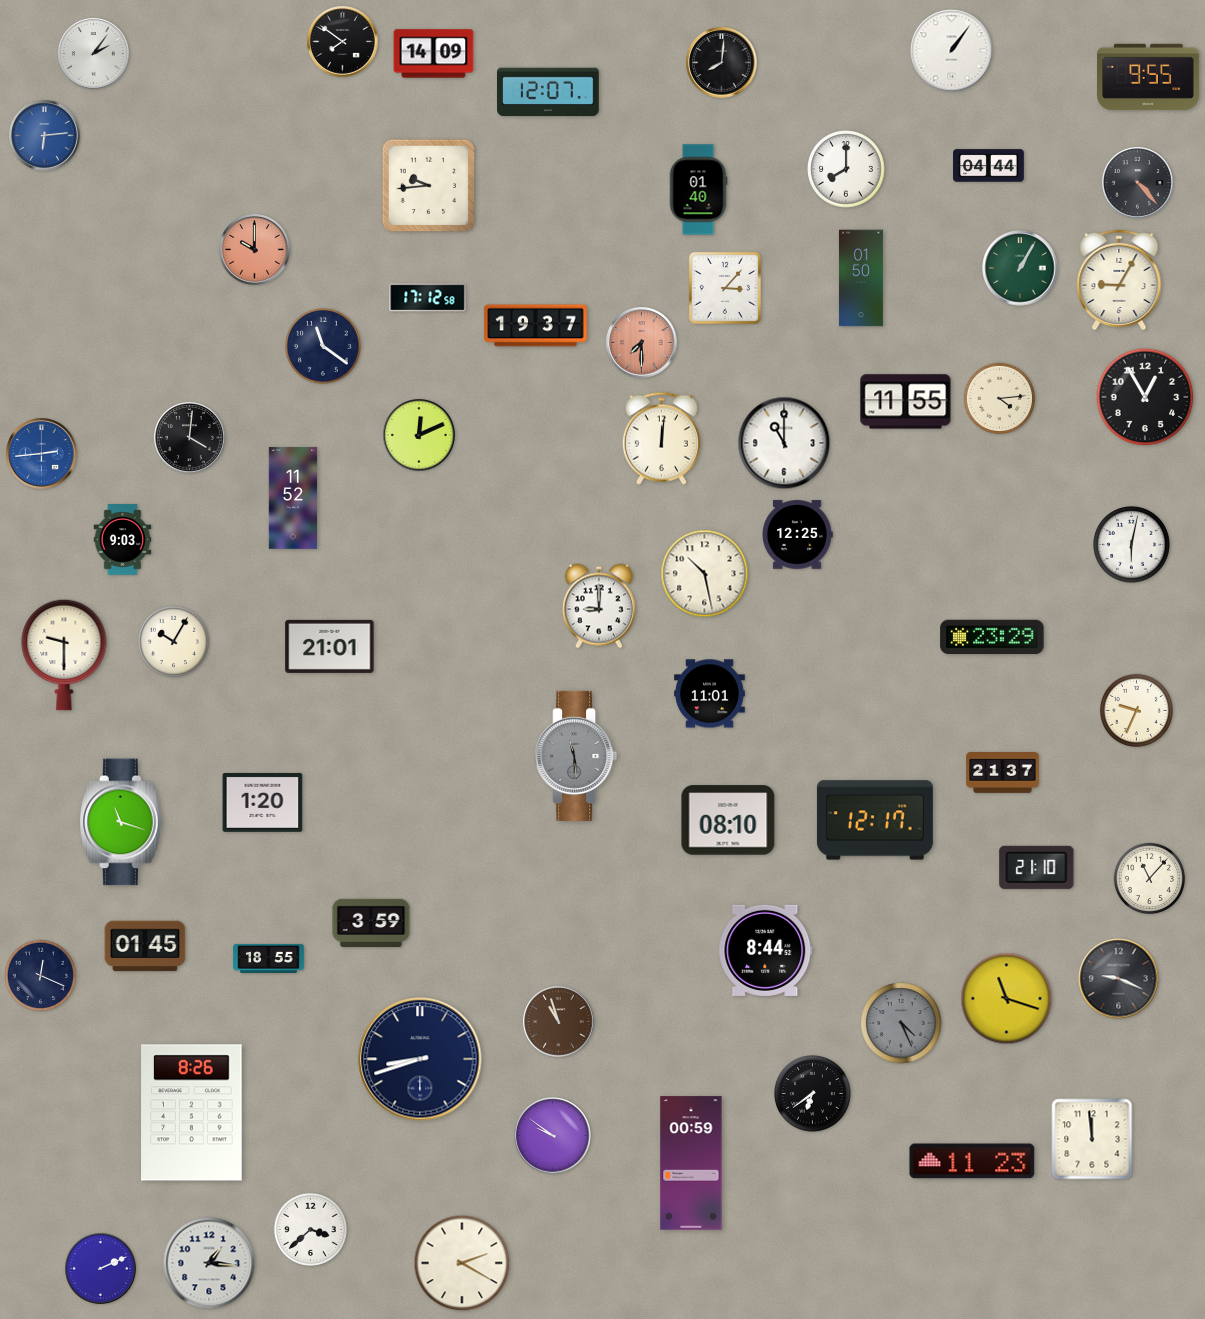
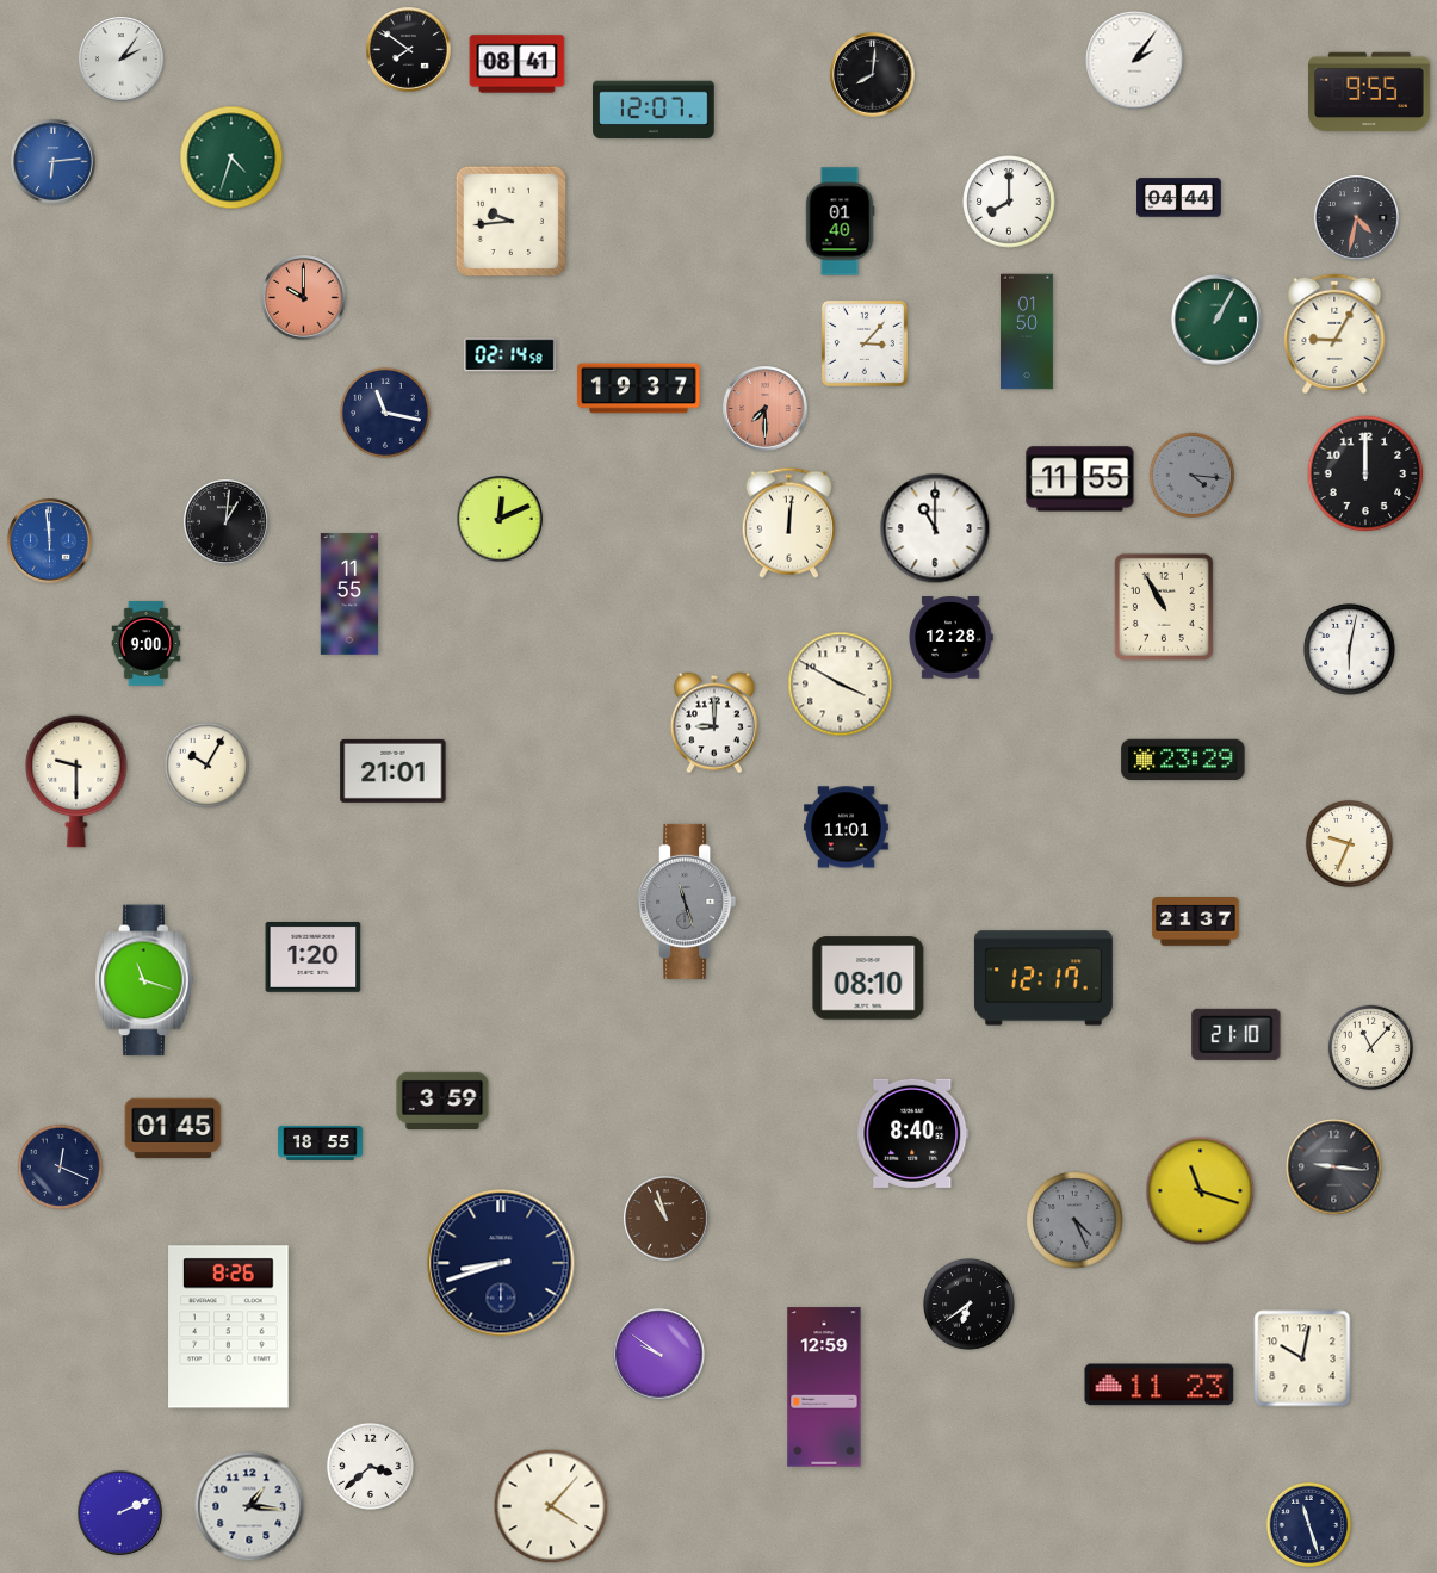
clock at (952, 51): 1:06 -> 2:06
clock at (94, 54) position: (94, 54) -> (122, 60)
clock at (434, 54): 14:09 -> 08:41
clock at (722, 63) position: (722, 63) -> (873, 75)
clock at (231, 157): none -> 4:33
clock at (1138, 183): 4:23 -> 4:32
clock at (698, 190) position: (698, 190) -> (840, 222)
clock at (428, 298): 17:12 -> 02:14
clock at (323, 346): 11:21 -> 11:17
clock at (1145, 397): 12:55 -> 12:00
clock at (999, 398): 4:14 -> 4:16
clock at (999, 398) dial: cream -> grey
clock at (190, 438): 4:01 -> 1:01
clock at (42, 454): 2:44 -> 11:59
clock at (293, 498): 11:52 -> 11:55
clock at (1164, 607): none -> 10:55
clock at (797, 535): 12:25 -> 12:28
clock at (123, 540): 9:03 -> 9:00
clock at (705, 574): 10:28 -> 3:50
clock at (1136, 710) position: (1136, 710) -> (1349, 843)
clock at (576, 756): 11:29 -> 11:27
clock at (766, 950): 8:44 -> 8:40
clock at (40, 975) position: (40, 975) -> (60, 1166)
clock at (1119, 979): 9:19 -> 9:16
clock at (1092, 1139): 11:59 -> 10:02
clock at (691, 1163): 00:59 -> 12:59
clock at (462, 1263): 2:20 -> 4:07
clock at (1308, 1524): none -> 11:27
